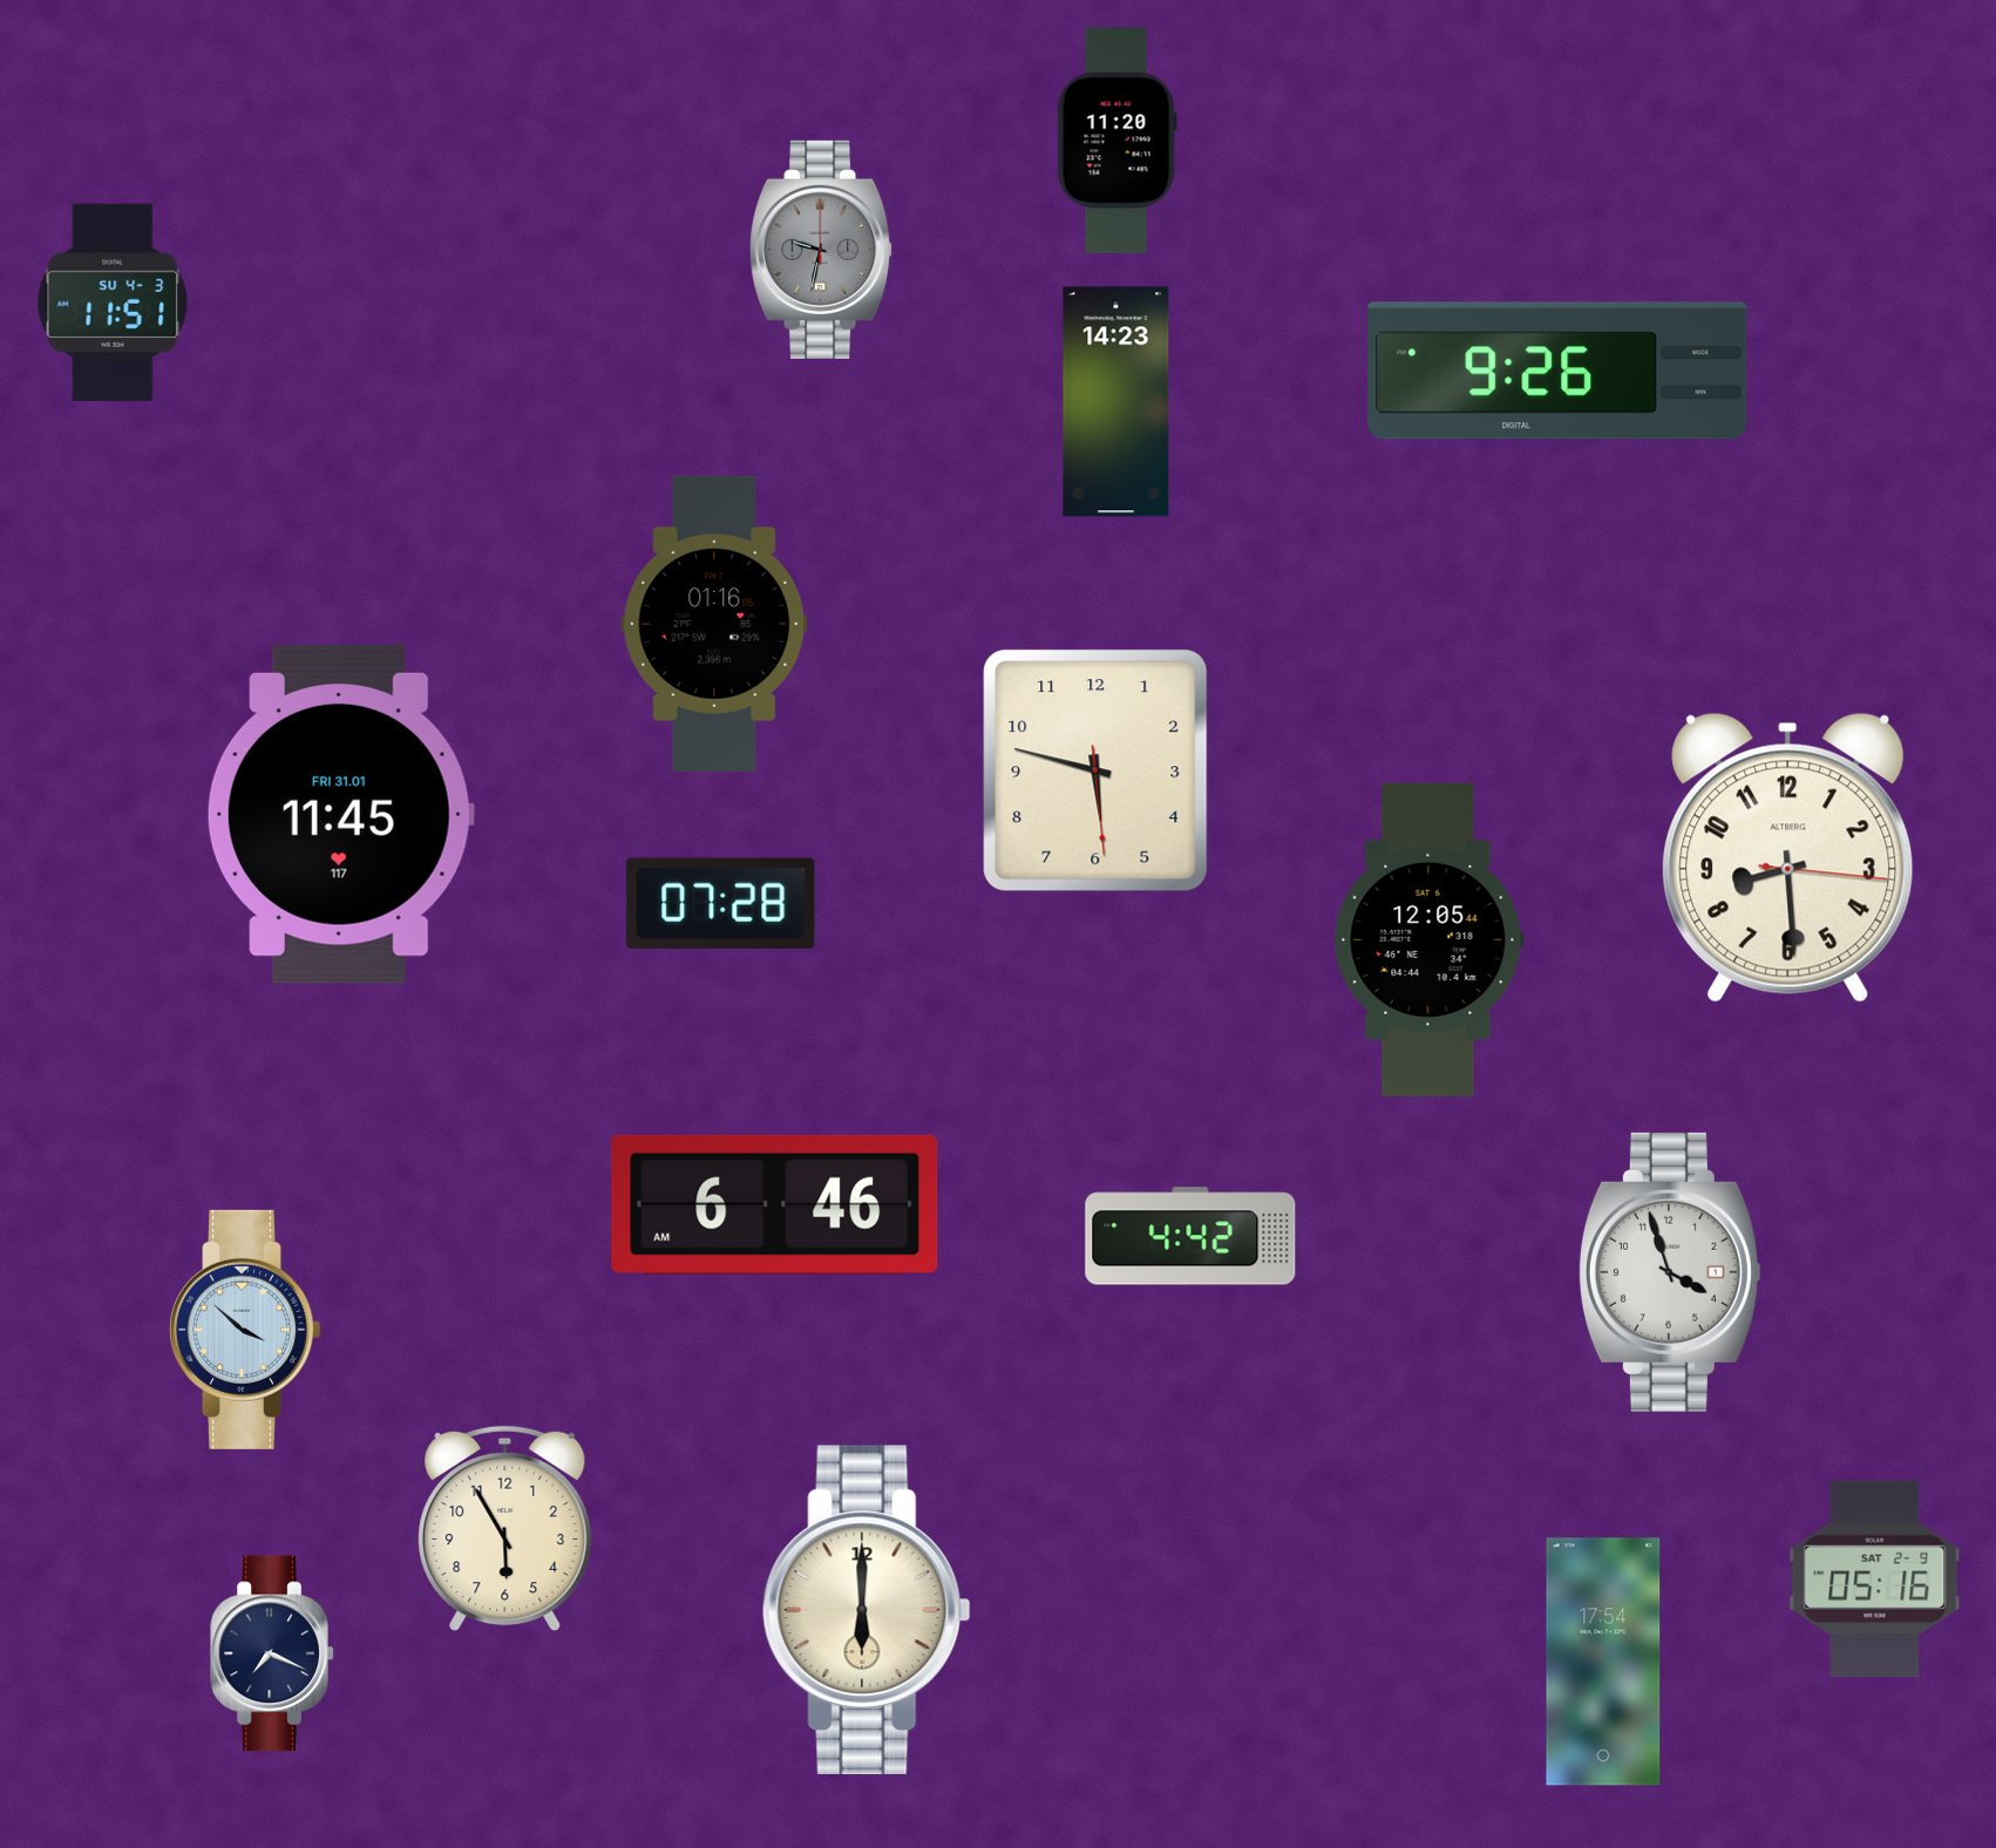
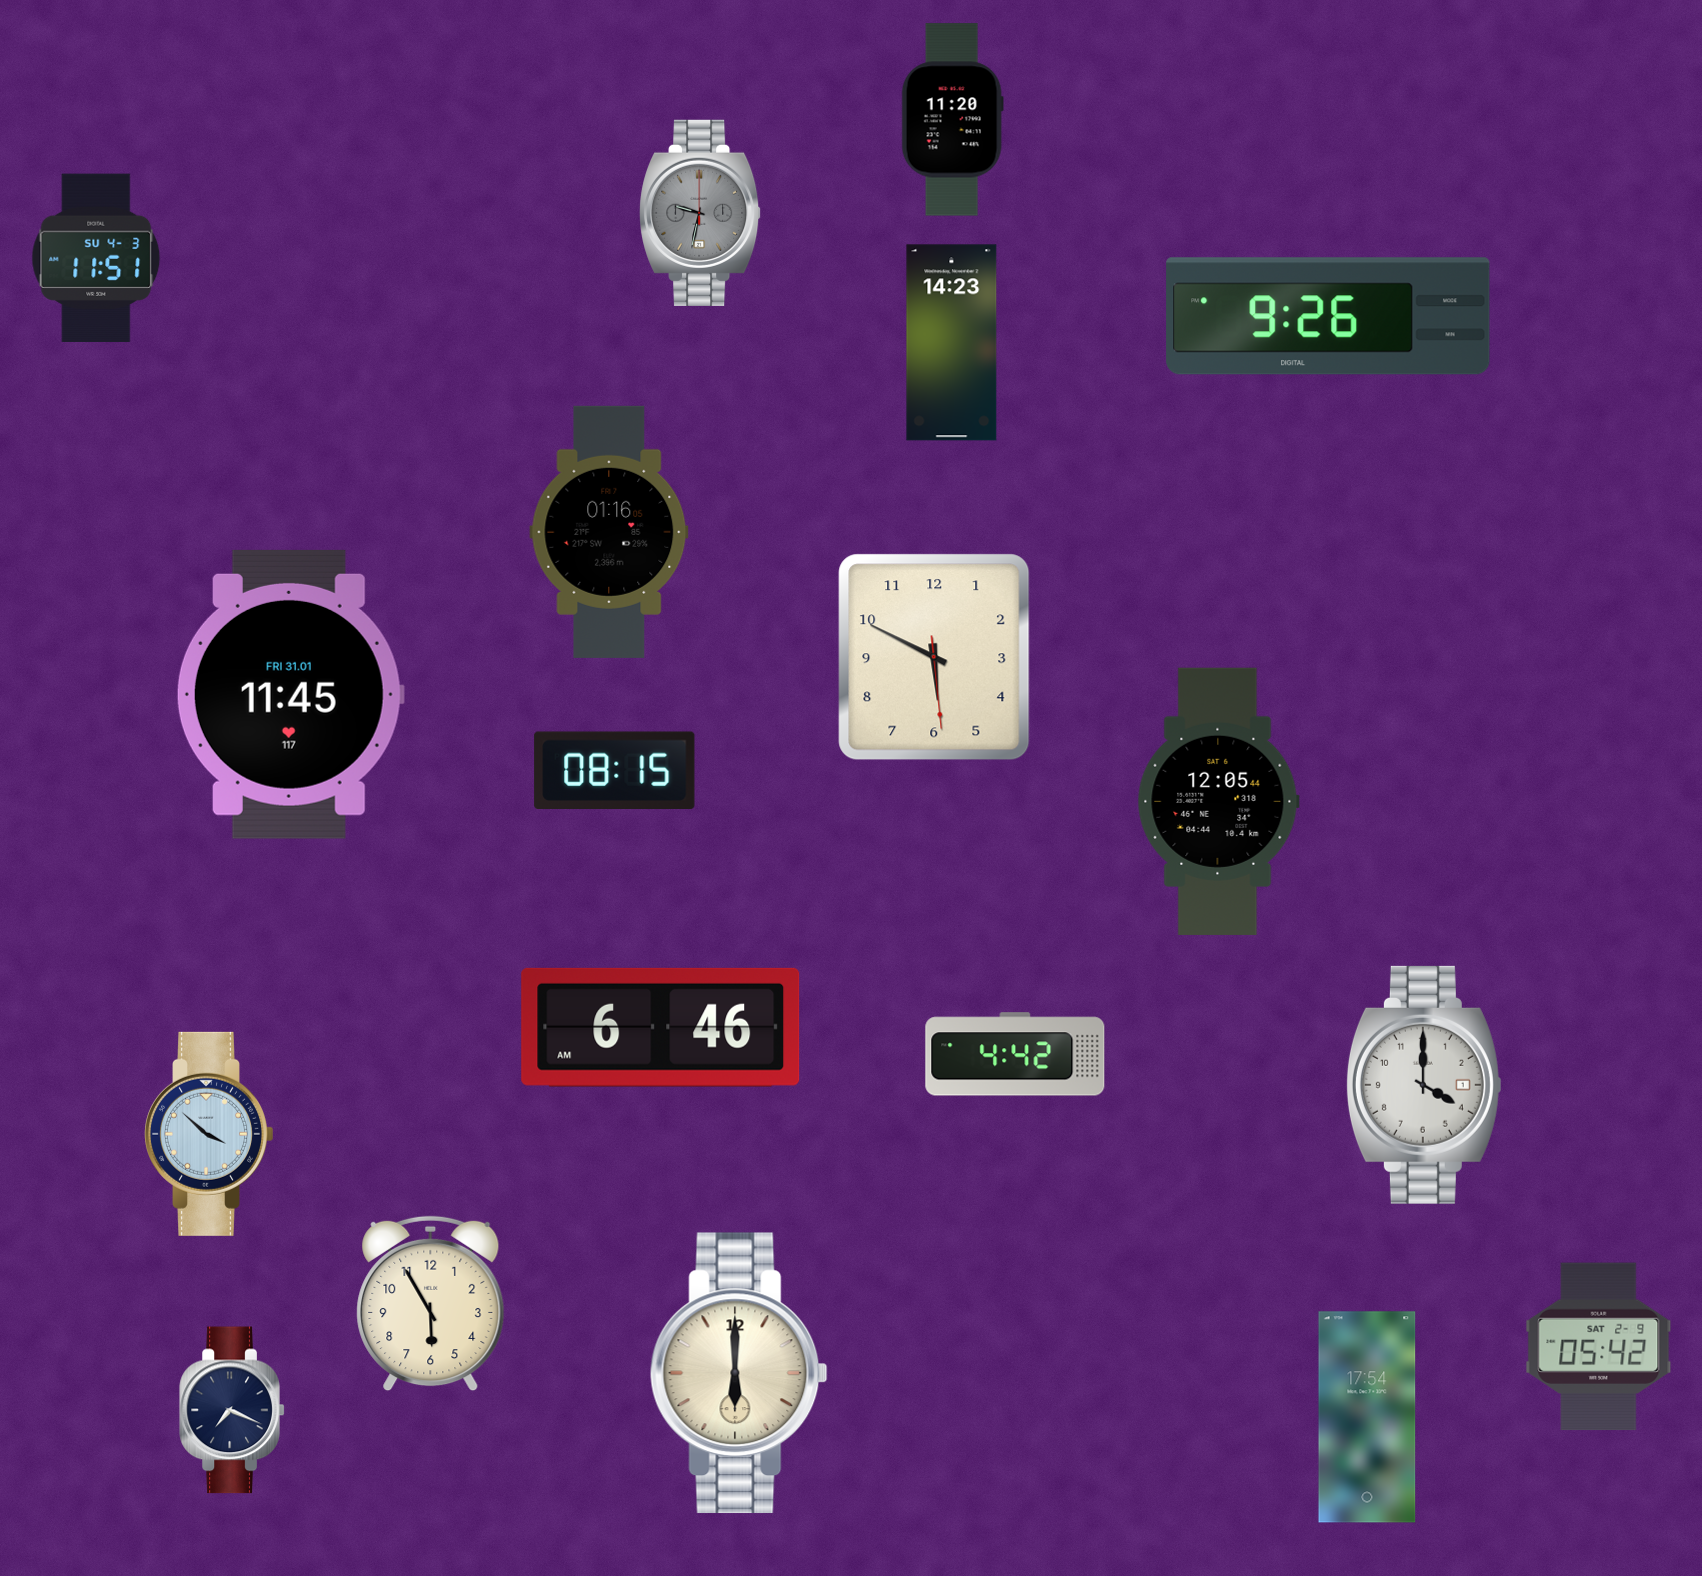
clock at (1095, 770): 5:47 -> 5:49
clock at (1788, 857): 8:29 -> none
clock at (721, 903): 07:28 -> 08:15
clock at (1670, 1272): 3:57 -> 4:00
clock at (1875, 1579): 05:16 -> 05:42
